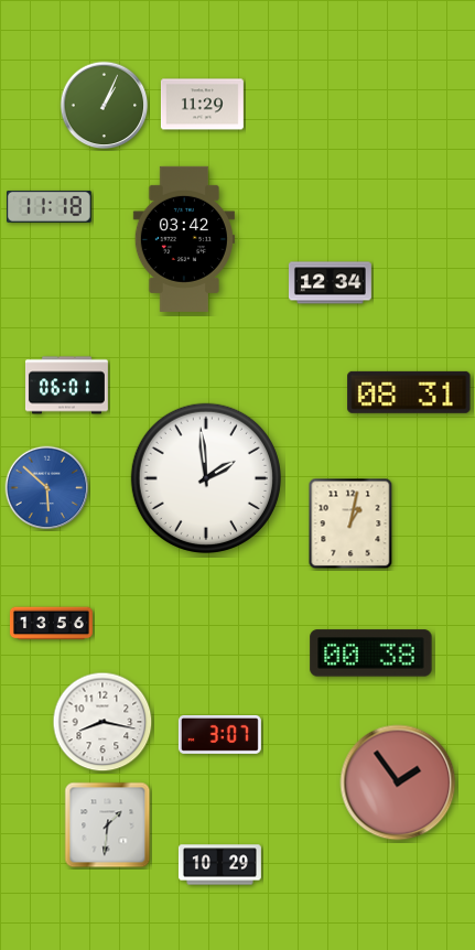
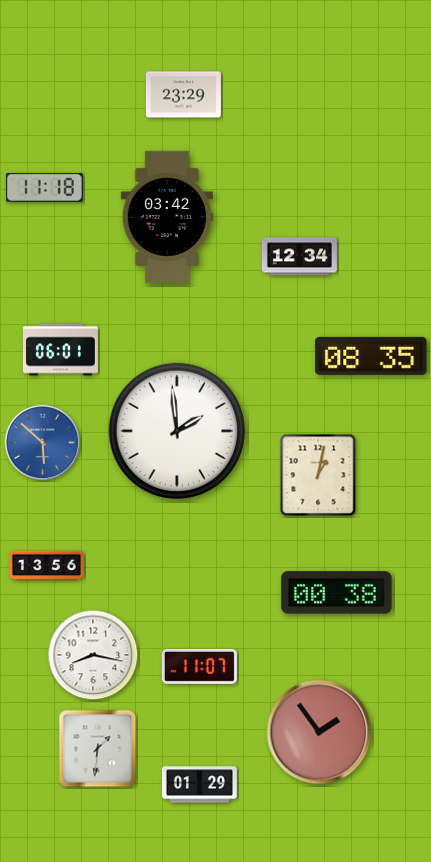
clock at (202, 105): 11:29 -> 23:29
clock at (105, 106): 1:04 -> none
clock at (409, 392): 08:31 -> 08:35
clock at (206, 478) position: (206, 478) -> (177, 431)
clock at (219, 734): 3:07 -> 11:07
clock at (398, 782) position: (398, 782) -> (319, 732)
clock at (219, 865): 10:29 -> 01:29
